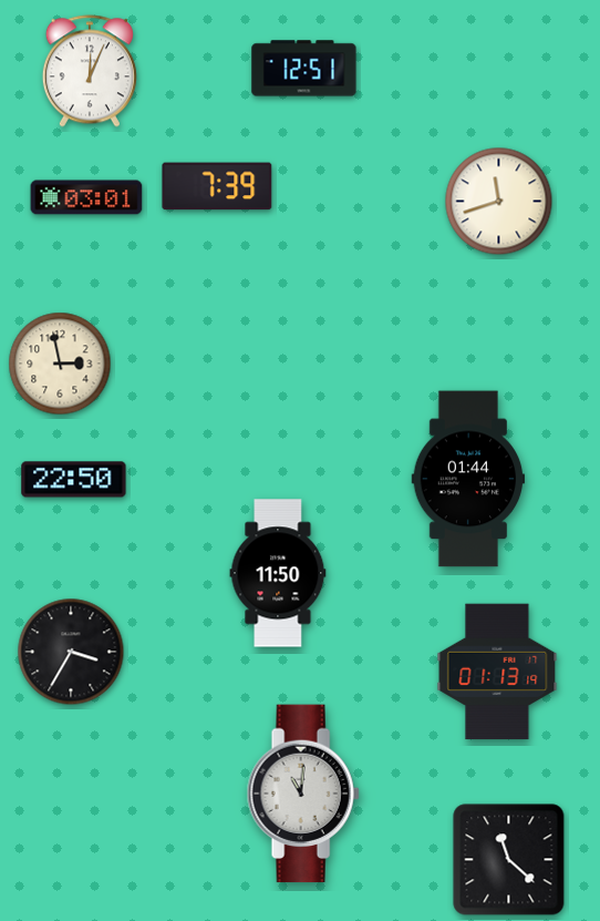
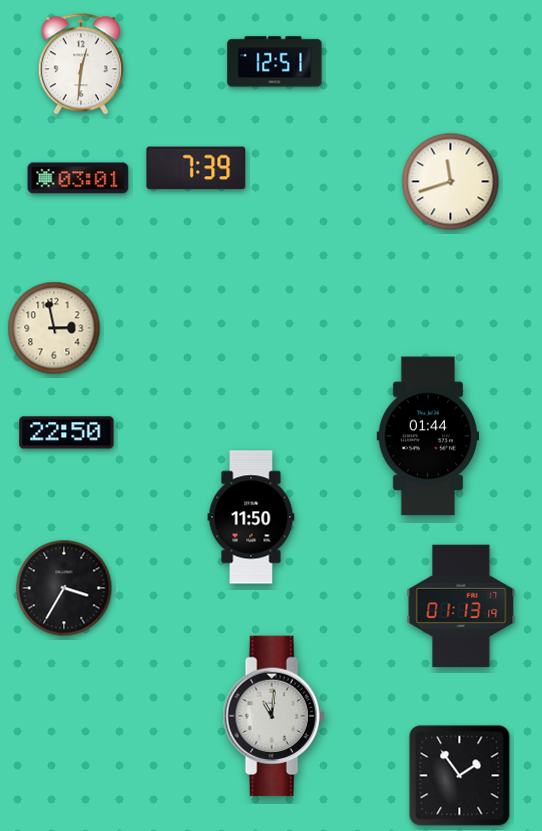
clock at (90, 71): 12:04 -> 12:31
clock at (468, 479) position: (468, 479) -> (428, 436)
clock at (497, 672) position: (497, 672) -> (461, 606)
clock at (509, 860): 11:22 -> 1:54
